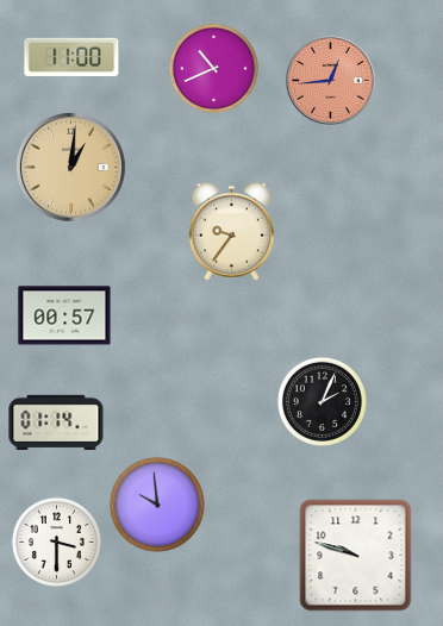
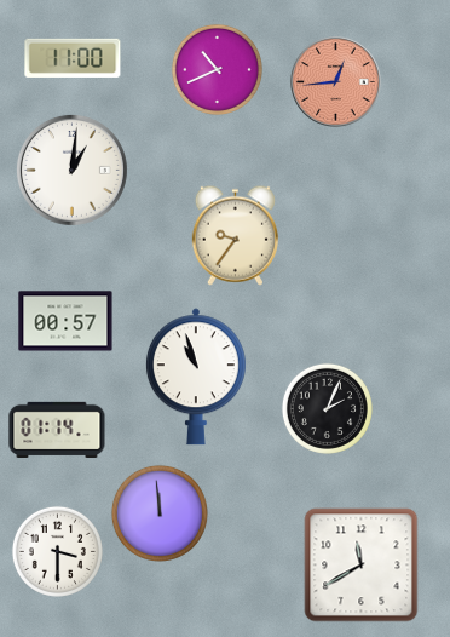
clock at (70, 167) dial: champagne -> white
clock at (196, 377): none -> 10:57
clock at (157, 505): 9:59 -> 11:59
clock at (356, 556): 9:48 -> 11:40
